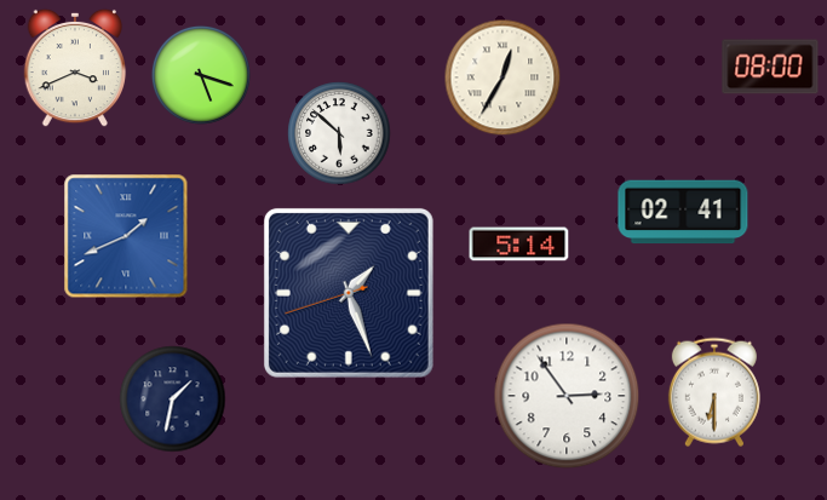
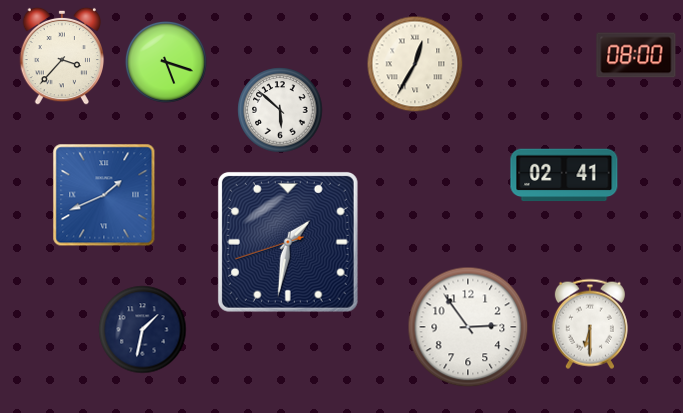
clock at (75, 68): 3:41 -> 3:37
clock at (519, 245): 5:14 -> none
clock at (349, 293): 1:26 -> 1:31
